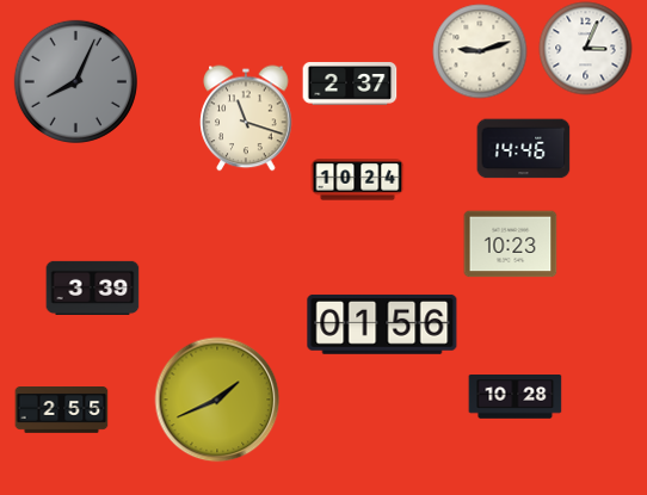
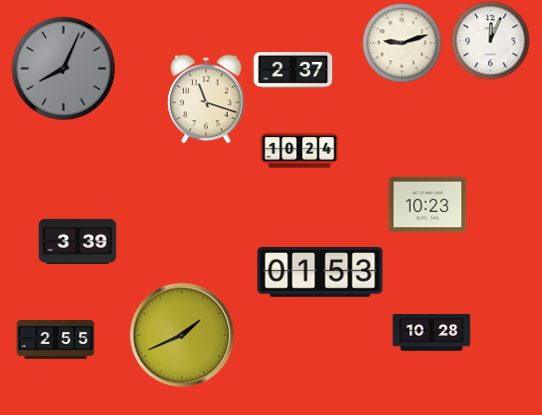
clock at (585, 48): 3:04 -> 12:04
clock at (523, 149): 14:46 -> none
clock at (382, 324): 01:56 -> 01:53
clock at (61, 410) position: (61, 410) -> (55, 340)
